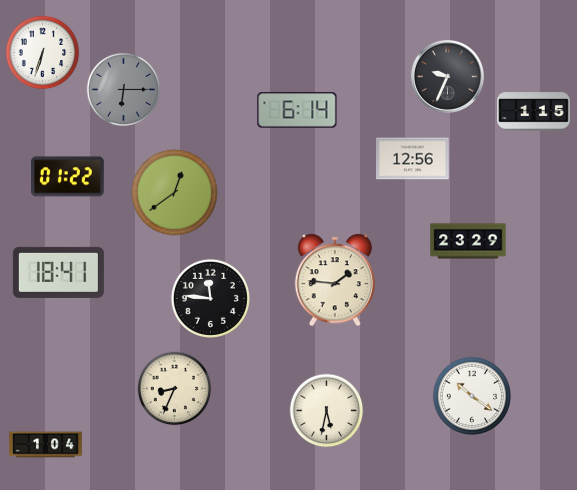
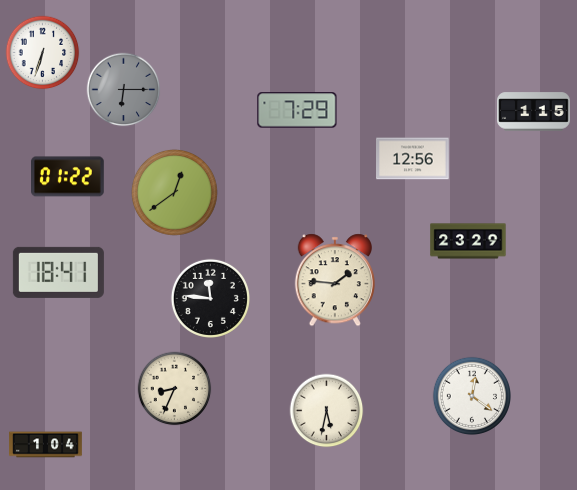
clock at (447, 76): 9:34 -> none
clock at (297, 110): 6:14 -> 7:29
clock at (471, 395): 10:21 -> 12:21
